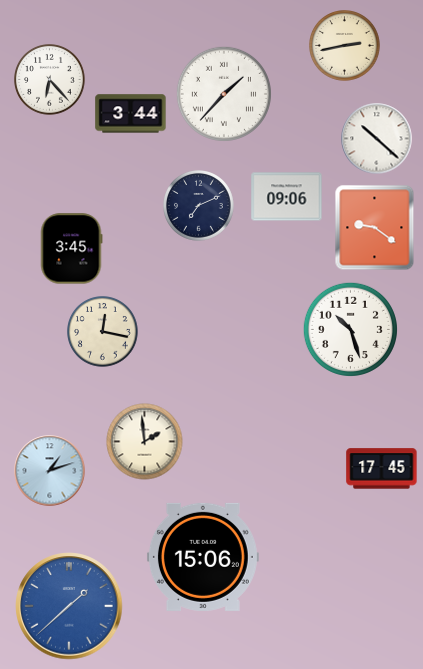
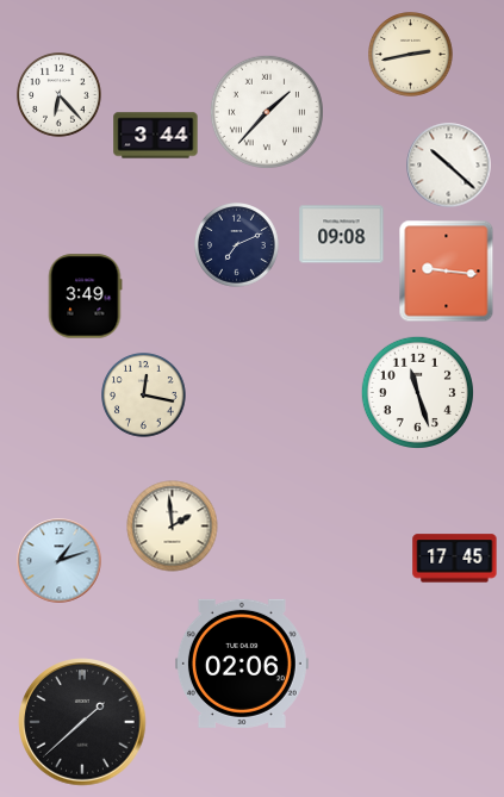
clock at (287, 197): 09:06 -> 09:08
clock at (375, 228): 9:21 -> 9:16
clock at (71, 249): 3:45 -> 3:49
clock at (350, 329): 10:27 -> 11:27
clock at (103, 332) position: (103, 332) -> (144, 396)
clock at (203, 557): 15:06 -> 02:06
clock at (69, 606) dial: blue -> black
